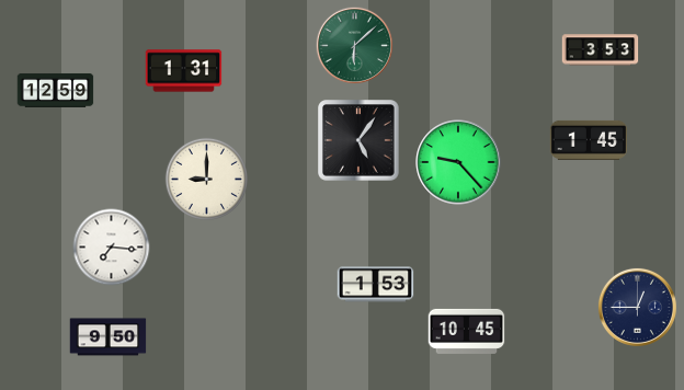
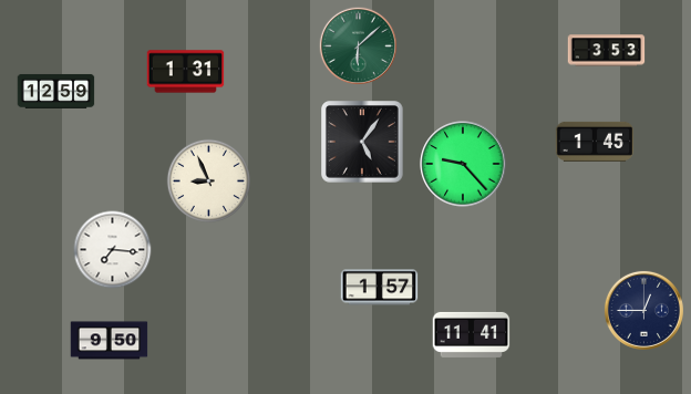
clock at (206, 179): 9:00 -> 8:56
clock at (376, 285): 1:53 -> 1:57
clock at (467, 331): 10:45 -> 11:41
